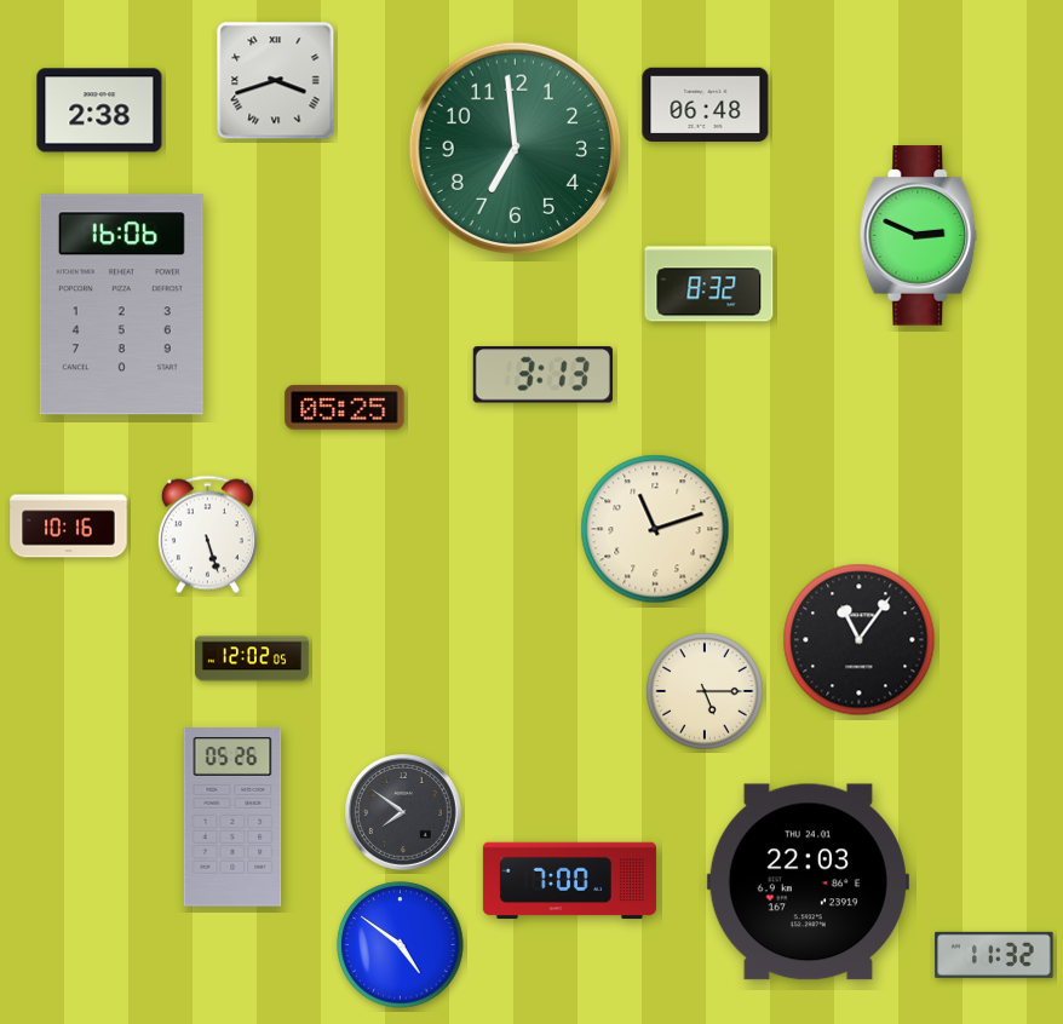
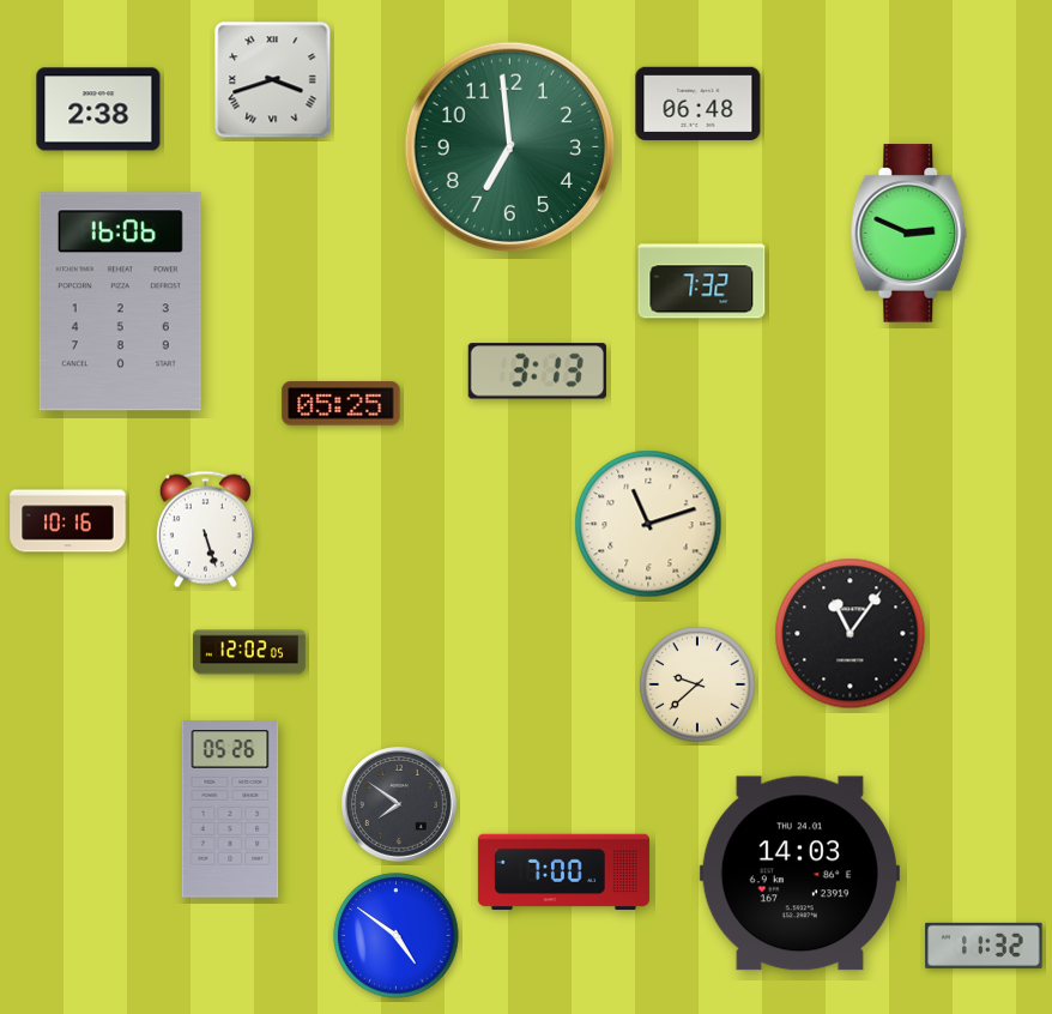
clock at (709, 284): 8:32 -> 7:32
clock at (705, 691): 5:15 -> 9:38
clock at (808, 882): 22:03 -> 14:03
